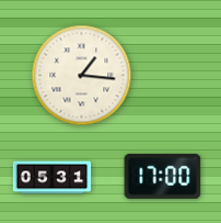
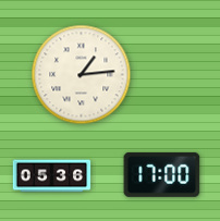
clock at (82, 76): 1:16 -> 1:14
clock at (53, 178): 05:31 -> 05:36
